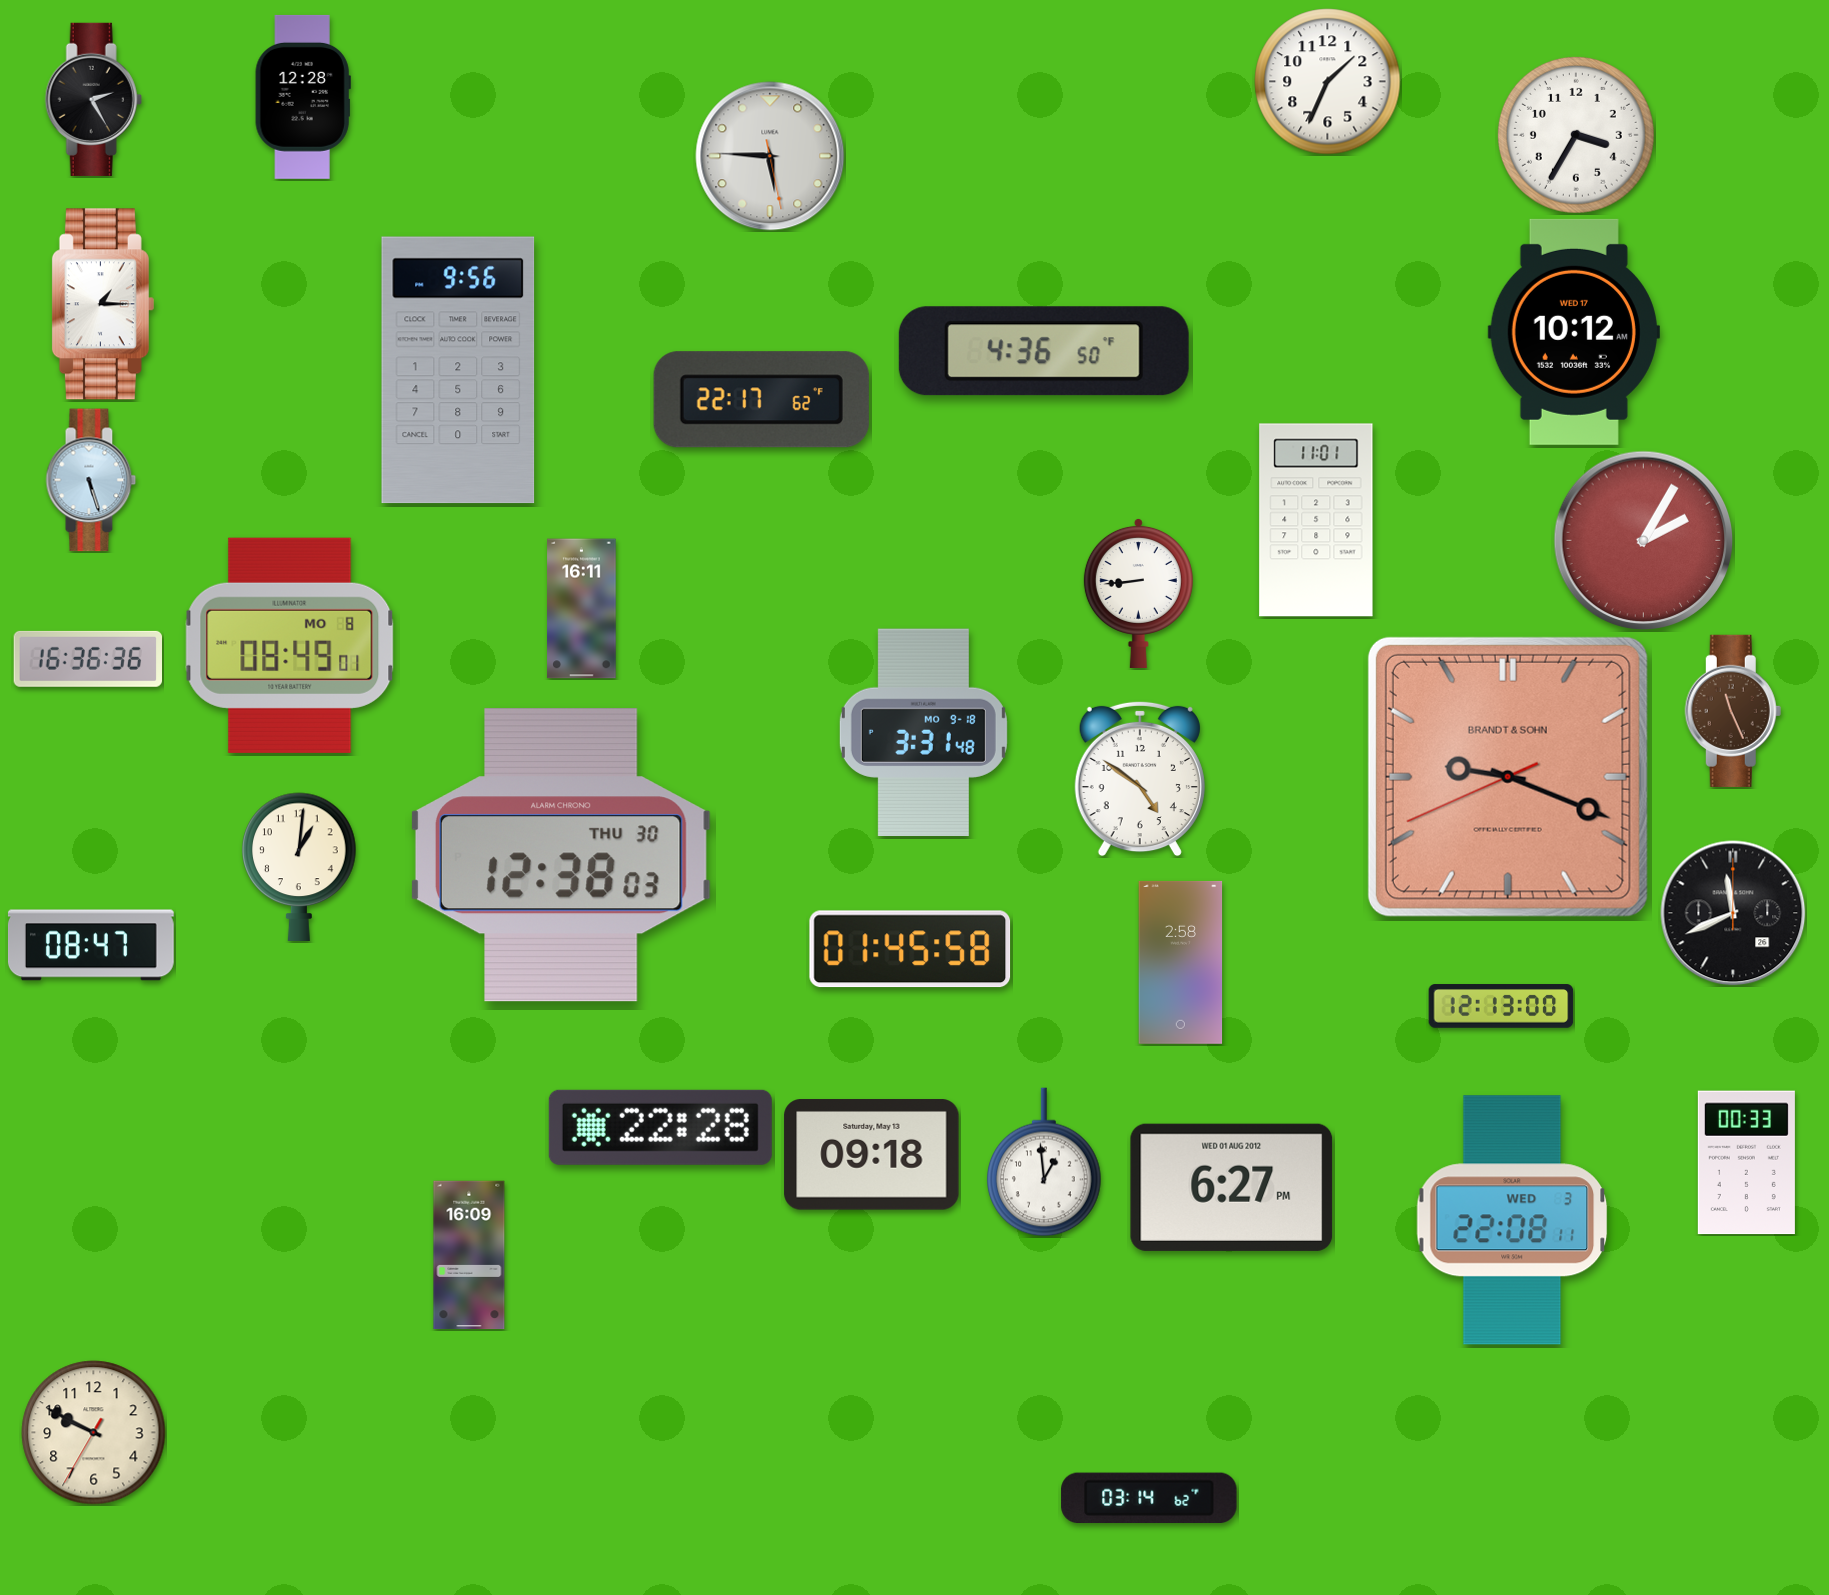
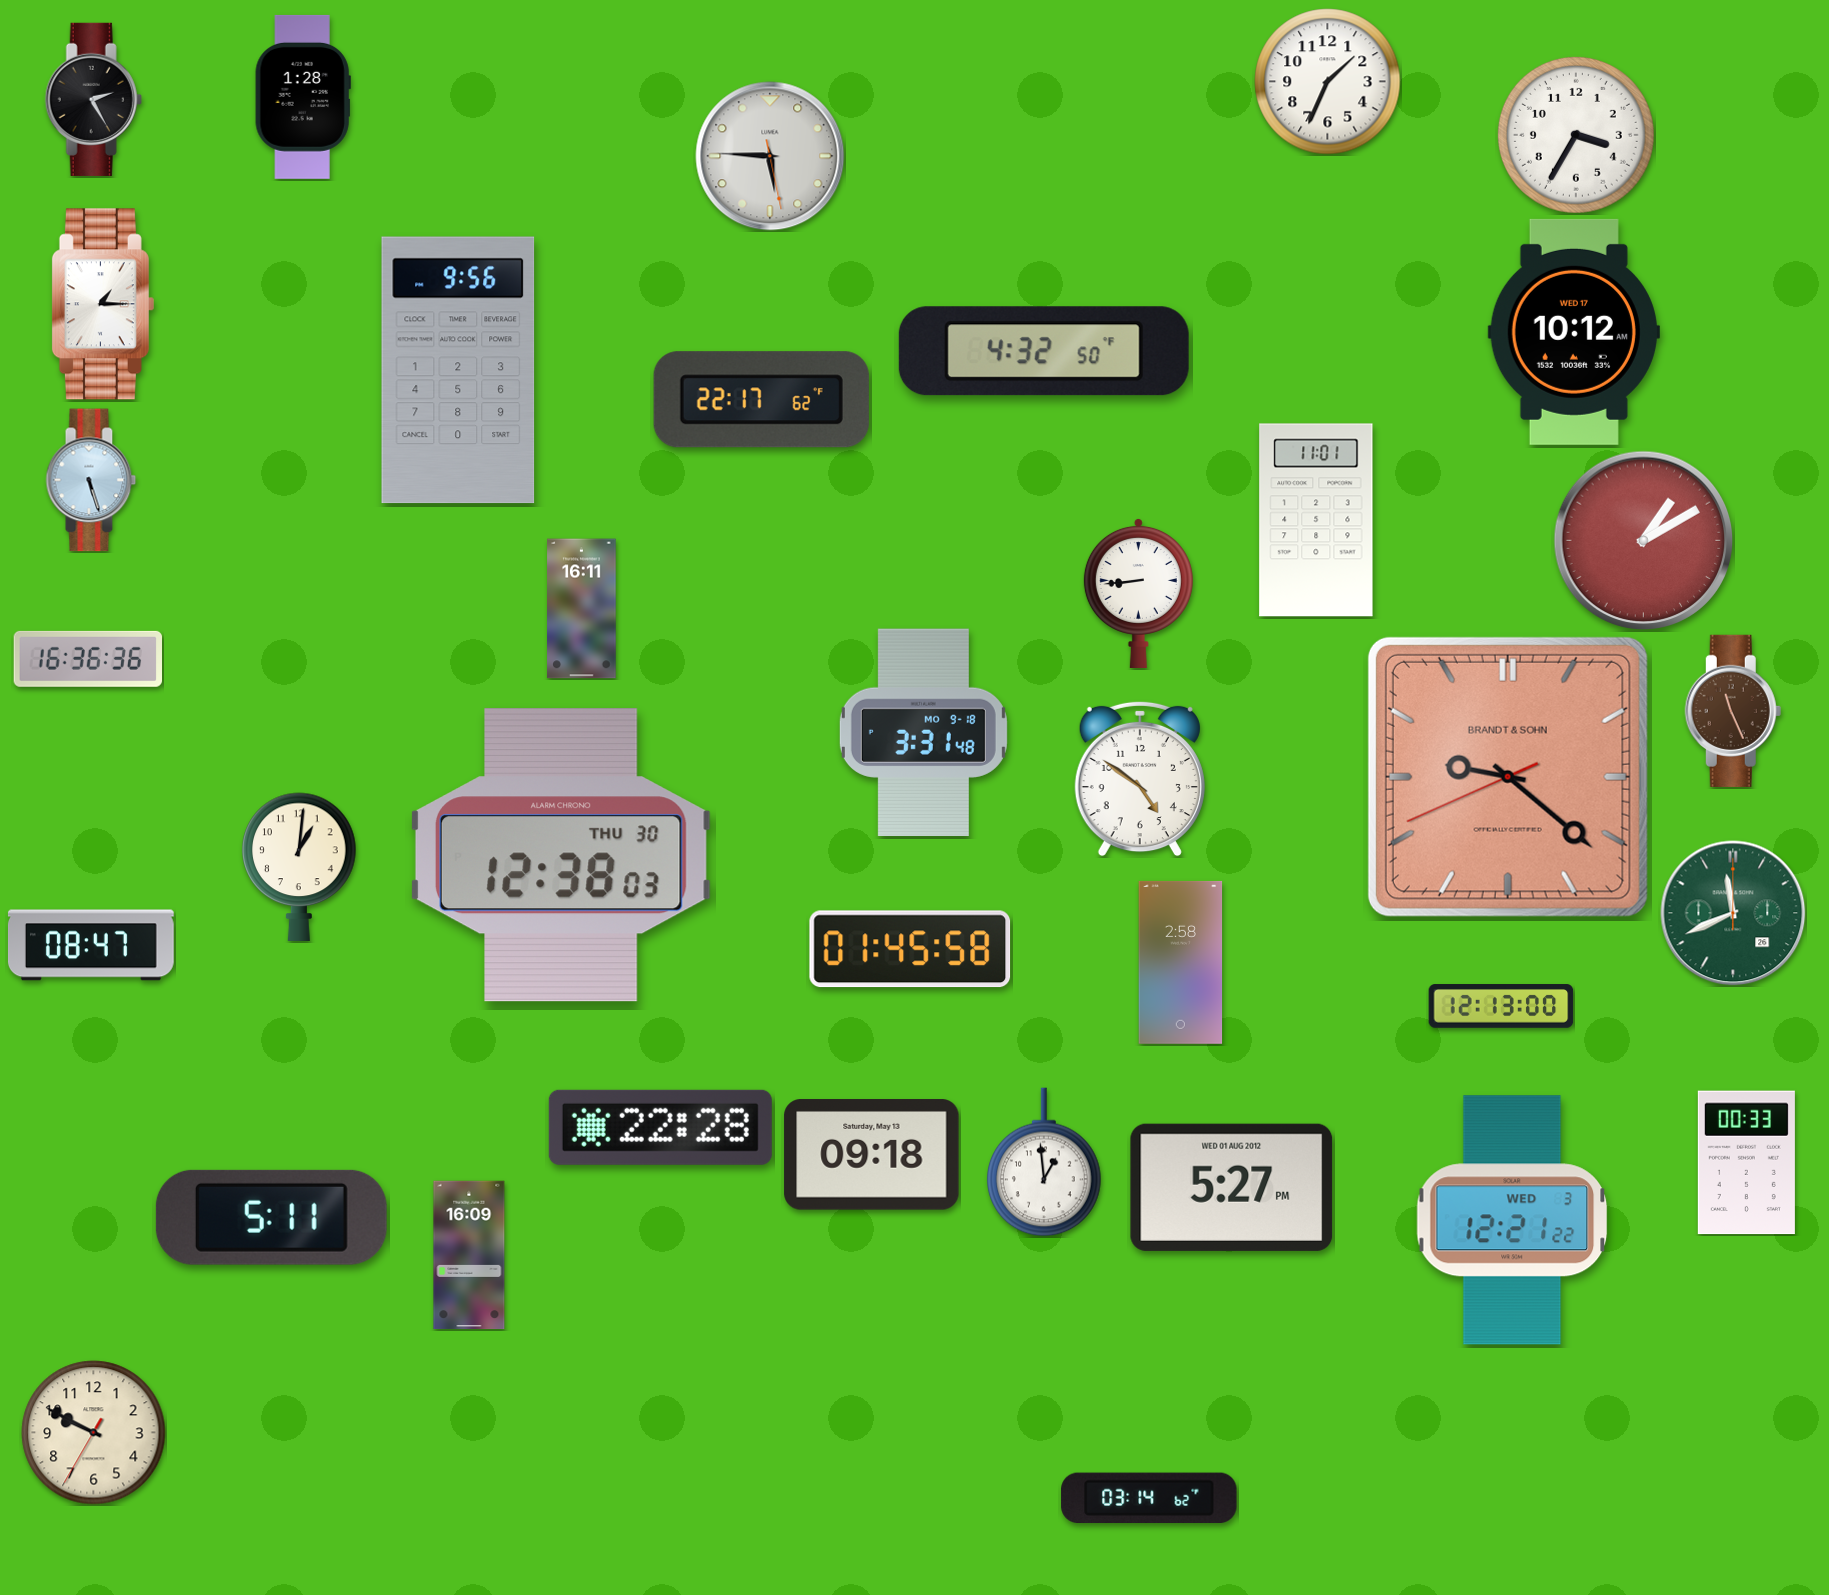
clock at (303, 97): 12:28 -> 1:28
clock at (1044, 351): 4:36 -> 4:32
clock at (1644, 541): 2:05 -> 1:10
clock at (290, 645): 08:49 -> none
clock at (1508, 777): 9:18 -> 9:21
clock at (1733, 913) dial: black -> green
clock at (1232, 1187): 6:27 -> 5:27
clock at (271, 1217): none -> 5:11
clock at (1512, 1220): 22:08 -> 12:21
